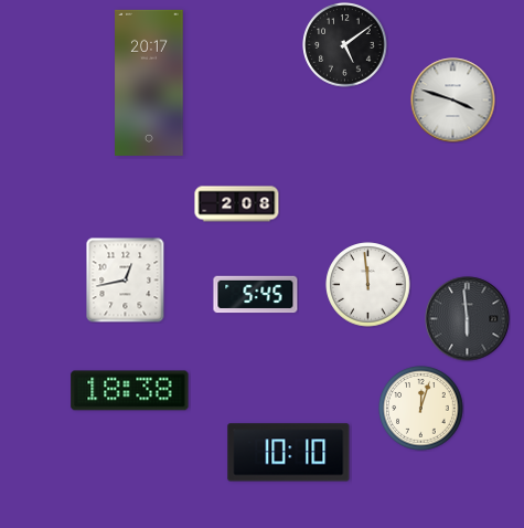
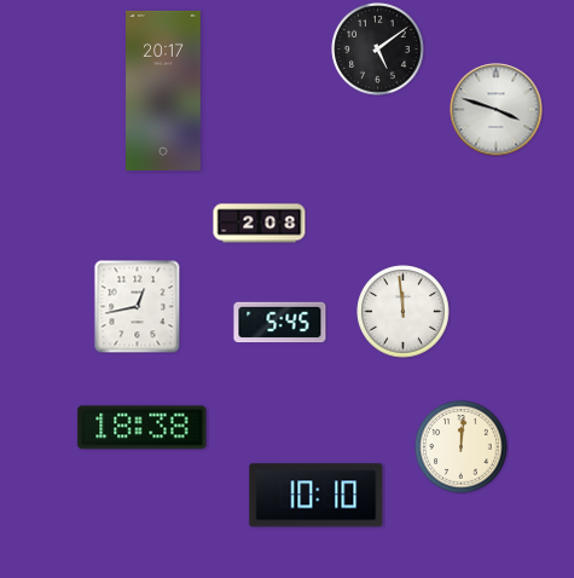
clock at (468, 319): 5:59 -> none
clock at (421, 409): 12:03 -> 12:01
